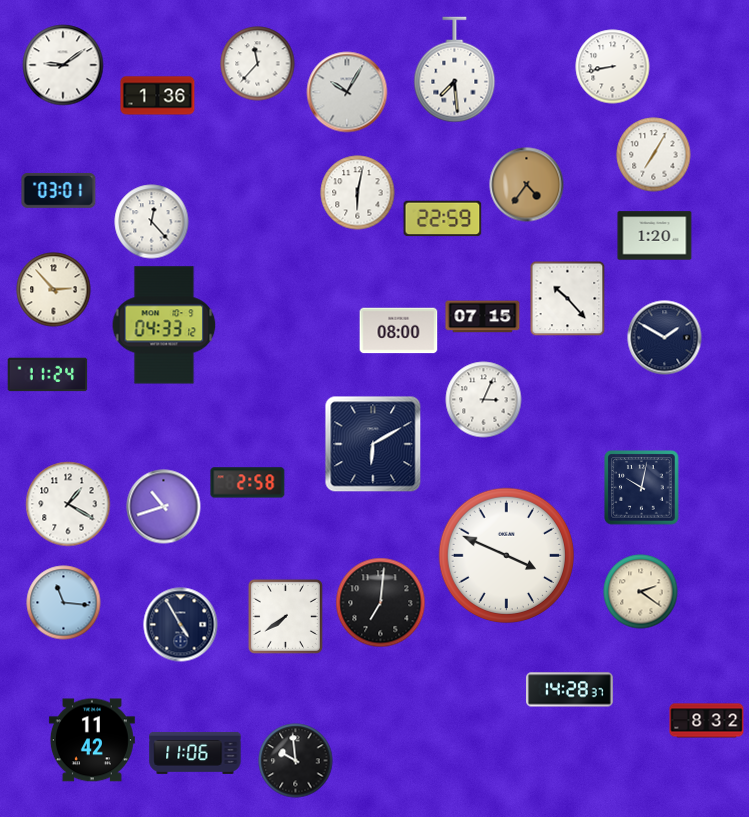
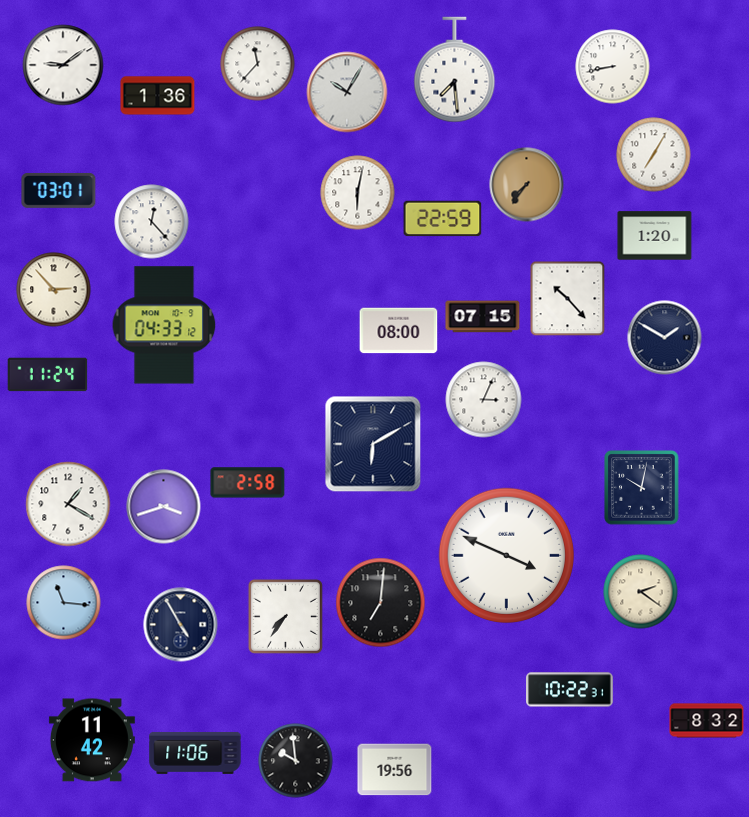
clock at (527, 185): 4:36 -> 7:36
clock at (164, 507): 10:42 -> 3:42
clock at (285, 616): 7:39 -> 7:36
clock at (570, 690): 14:28 -> 10:22
clock at (395, 770): none -> 19:56
